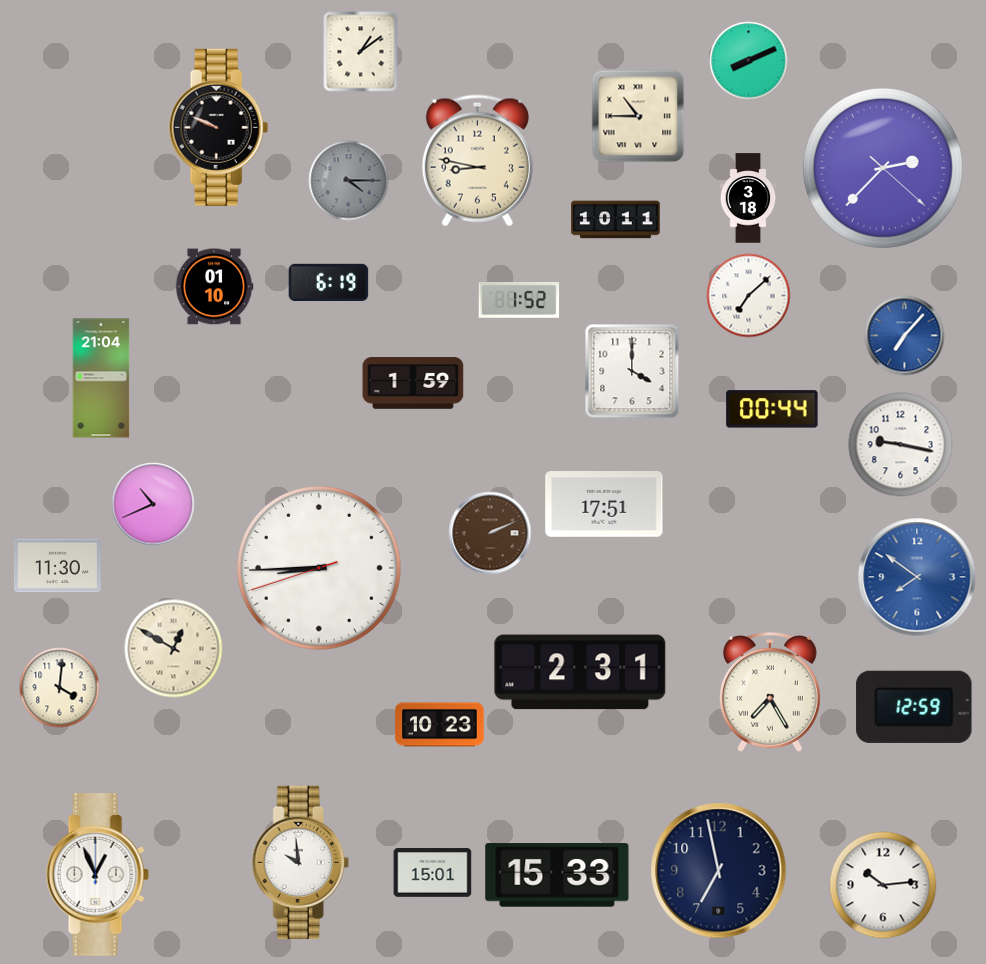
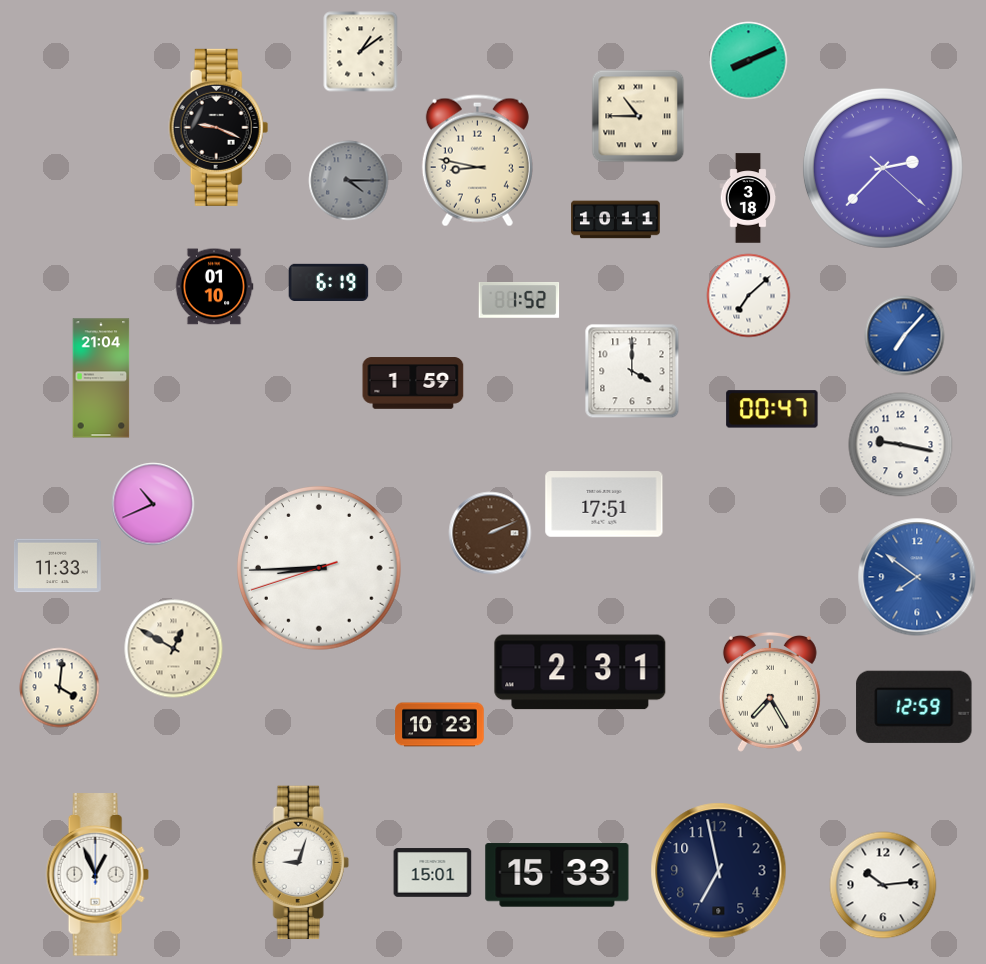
clock at (219, 127): 9:49 -> 9:19
clock at (772, 409): 00:44 -> 00:47
clock at (57, 566): 11:30 -> 11:33
clock at (300, 863): 9:59 -> 9:03
